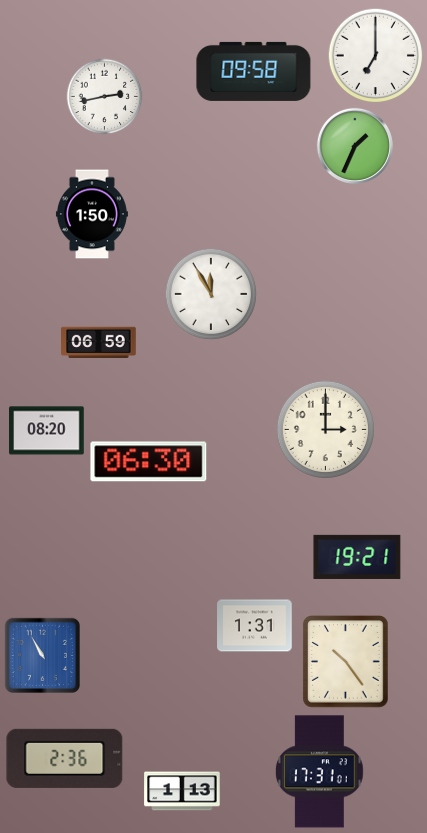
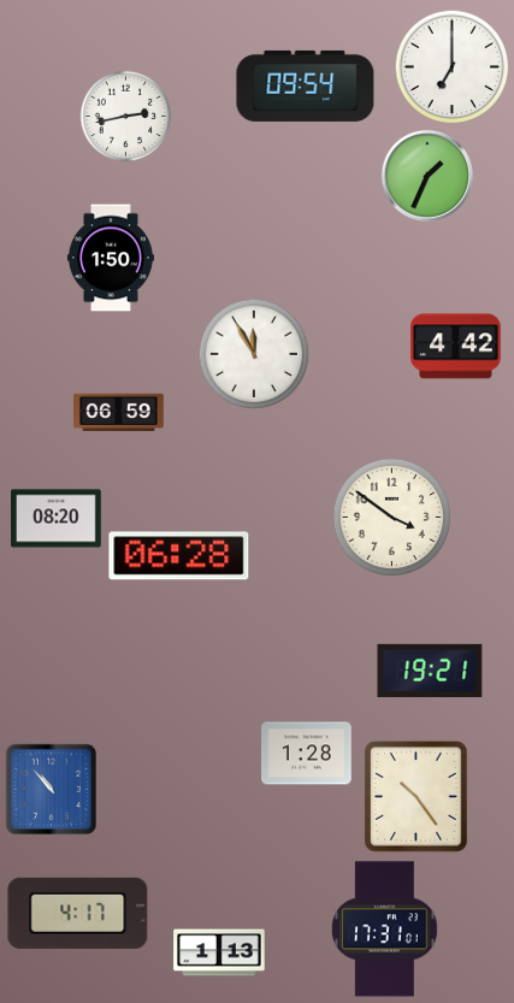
clock at (254, 71): 09:58 -> 09:54
clock at (456, 347): none -> 4:42
clock at (325, 429): 3:00 -> 3:51
clock at (149, 462): 06:30 -> 06:28
clock at (255, 626): 1:31 -> 1:28
clock at (42, 655): 10:55 -> 10:53
clock at (65, 758): 2:36 -> 4:17
